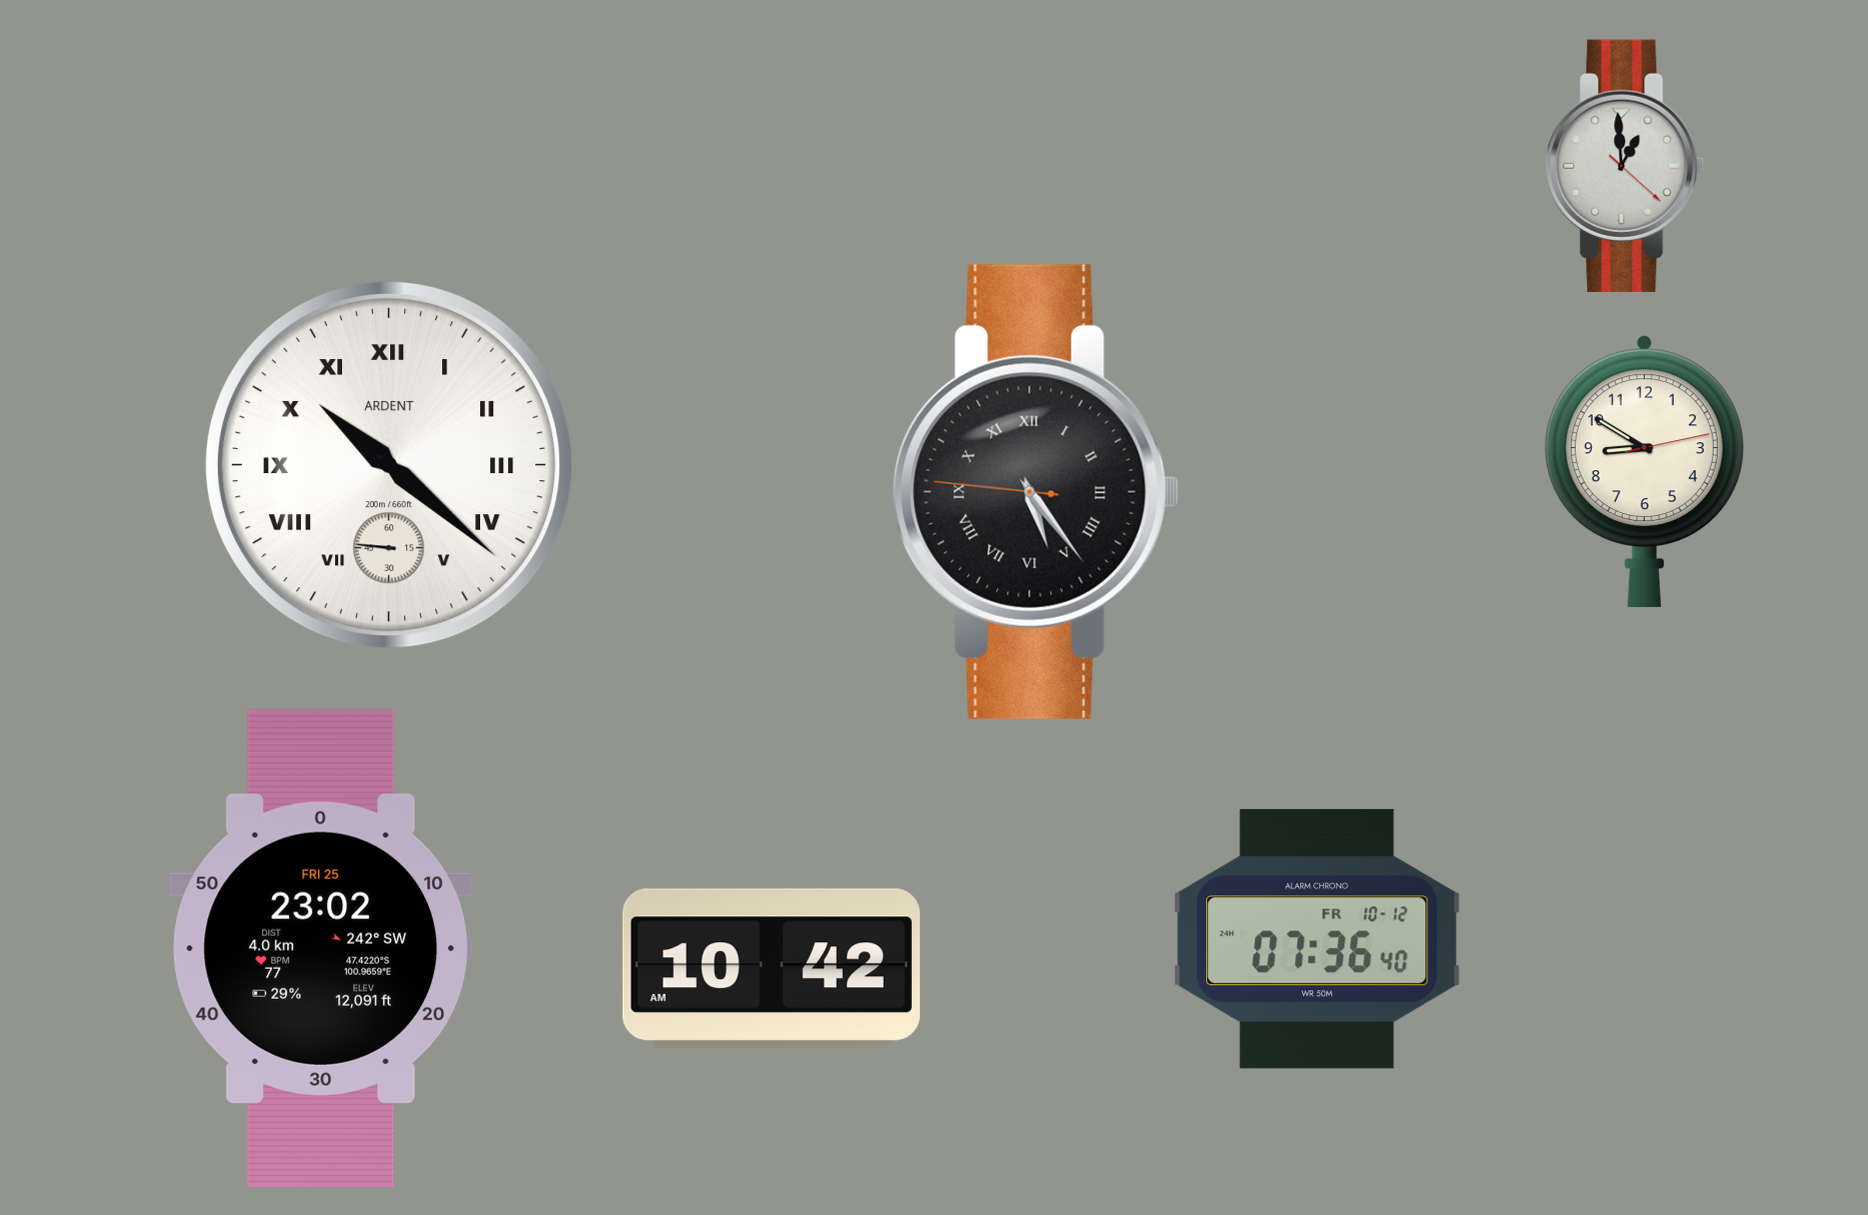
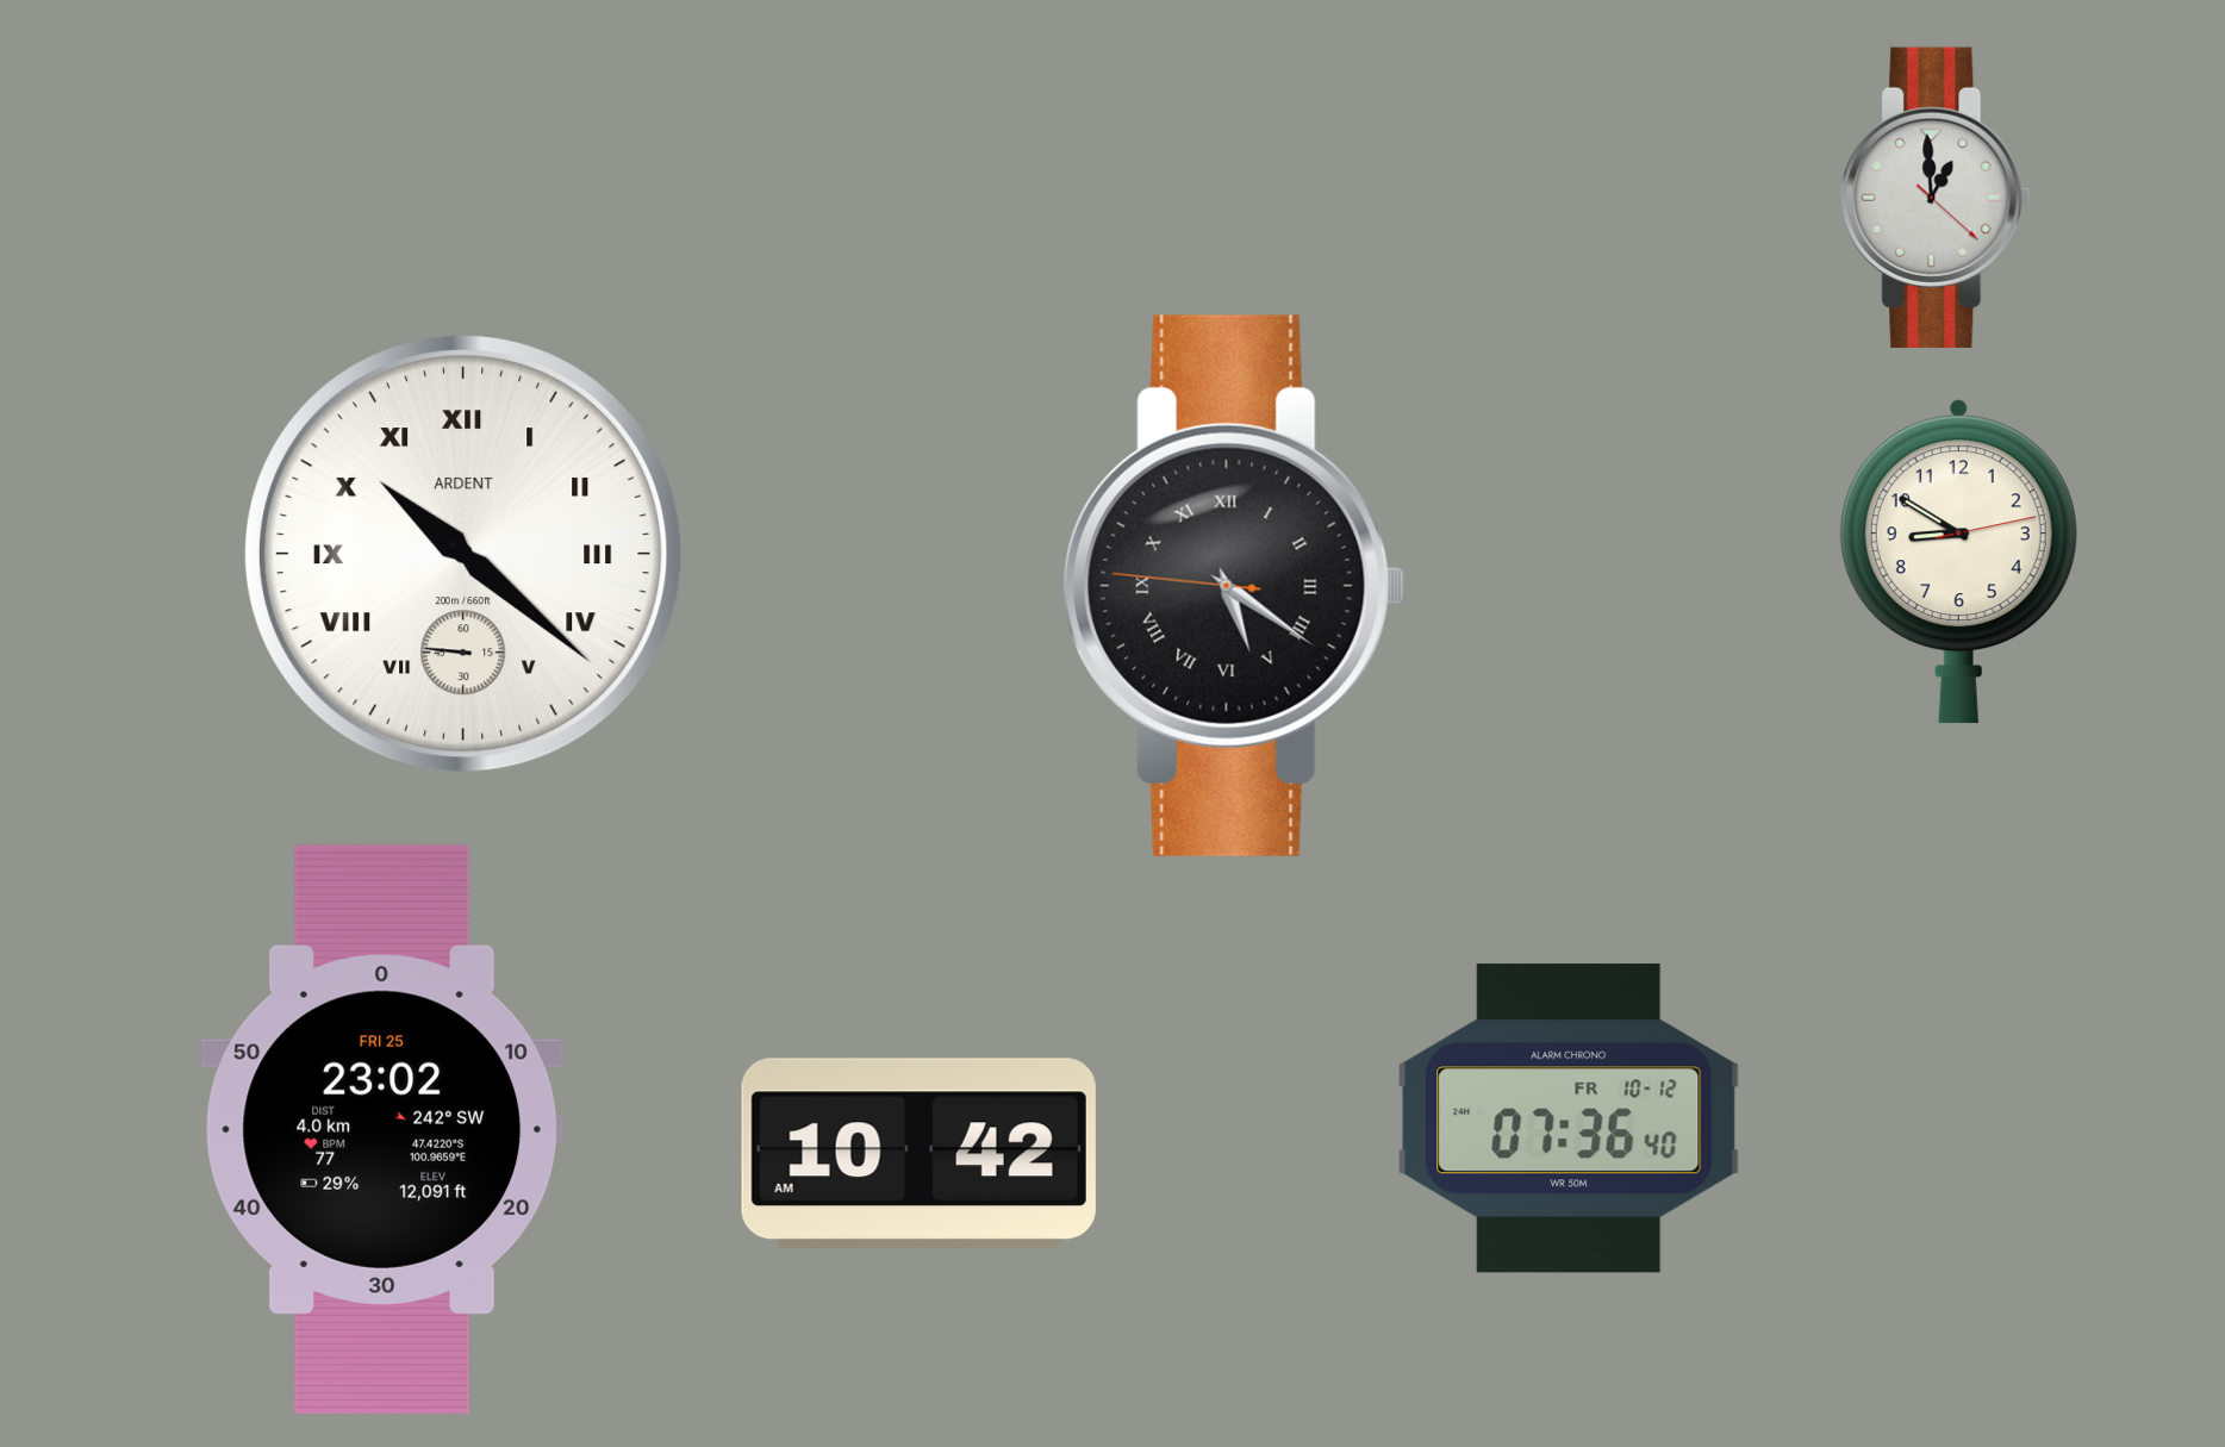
clock at (1036, 492): 5:23 -> 5:20
